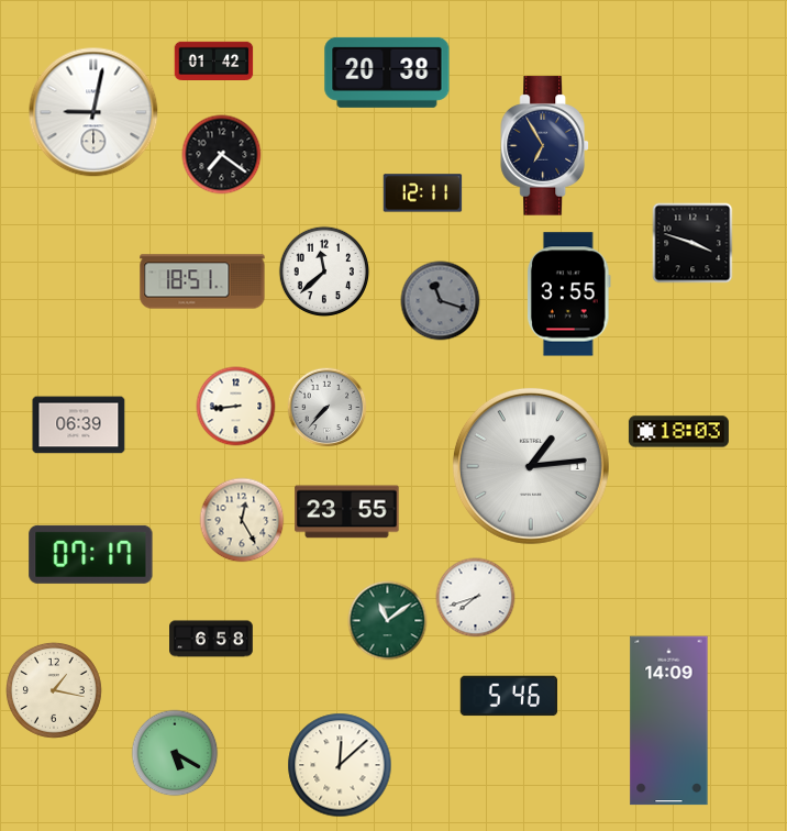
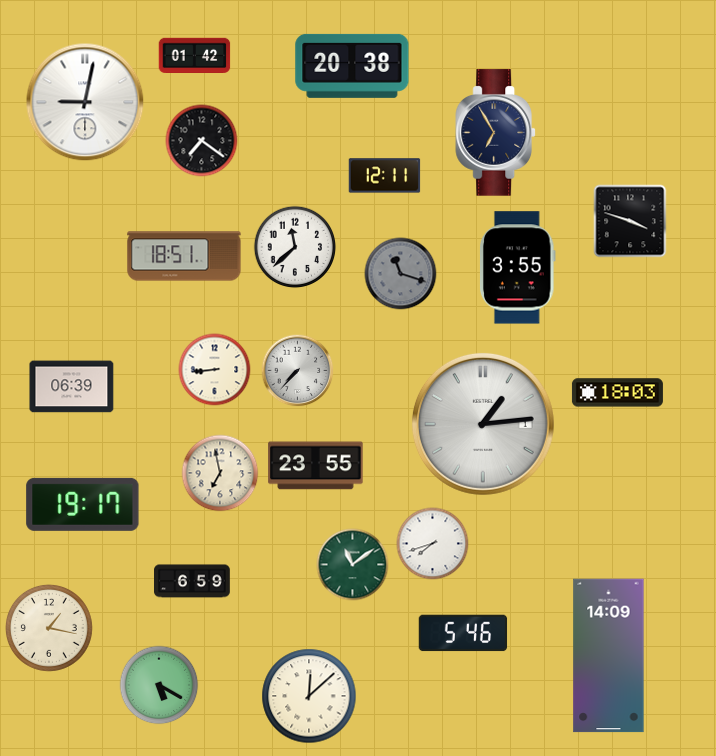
clock at (242, 520): 12:25 -> 6:58
clock at (91, 554): 07:17 -> 19:17
clock at (212, 639): 6:58 -> 6:59
